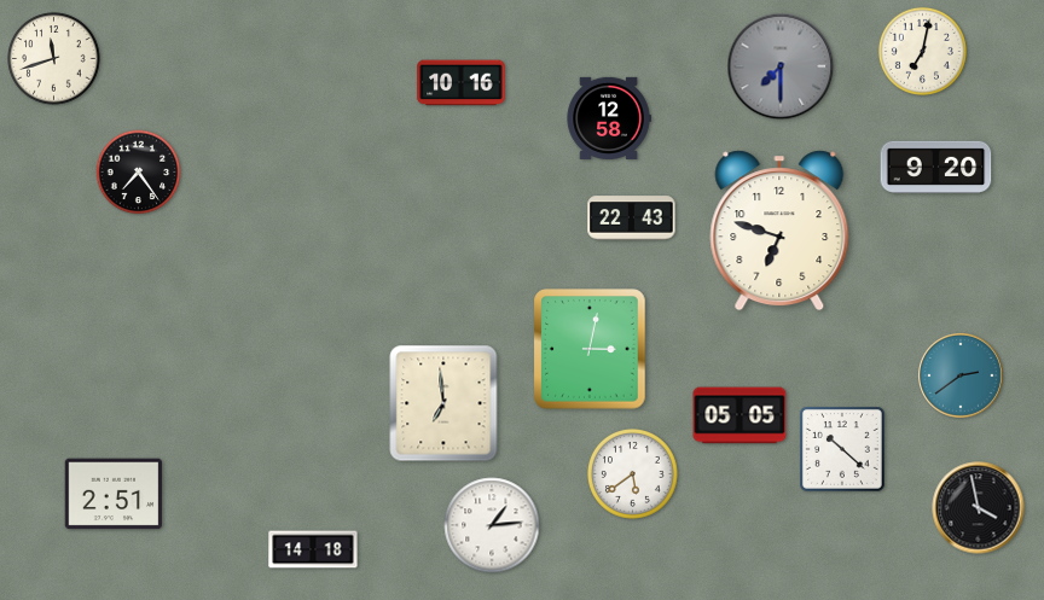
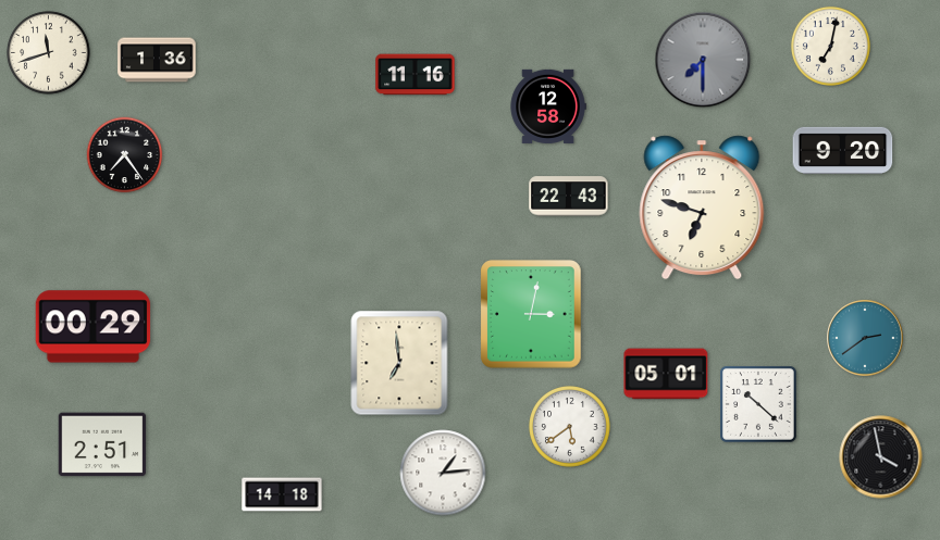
clock at (157, 60): none -> 1:36
clock at (462, 83): 10:16 -> 11:16
clock at (94, 327): none -> 00:29
clock at (739, 415): 05:05 -> 05:01
